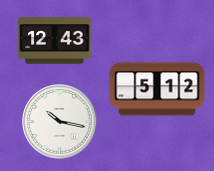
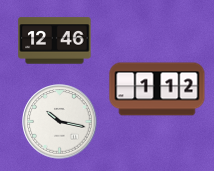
clock at (55, 41): 12:43 -> 12:46
clock at (157, 89): 5:12 -> 1:12
